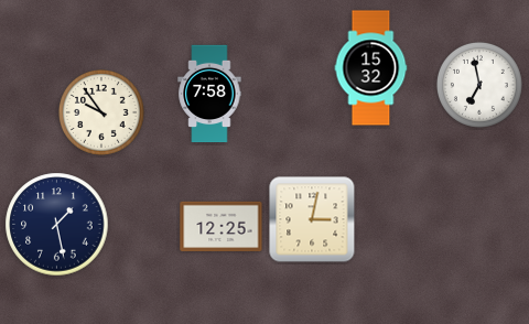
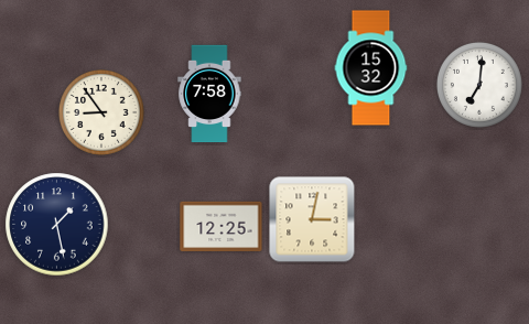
clock at (479, 85): 6:58 -> 7:01
clock at (101, 112): 9:54 -> 8:54
